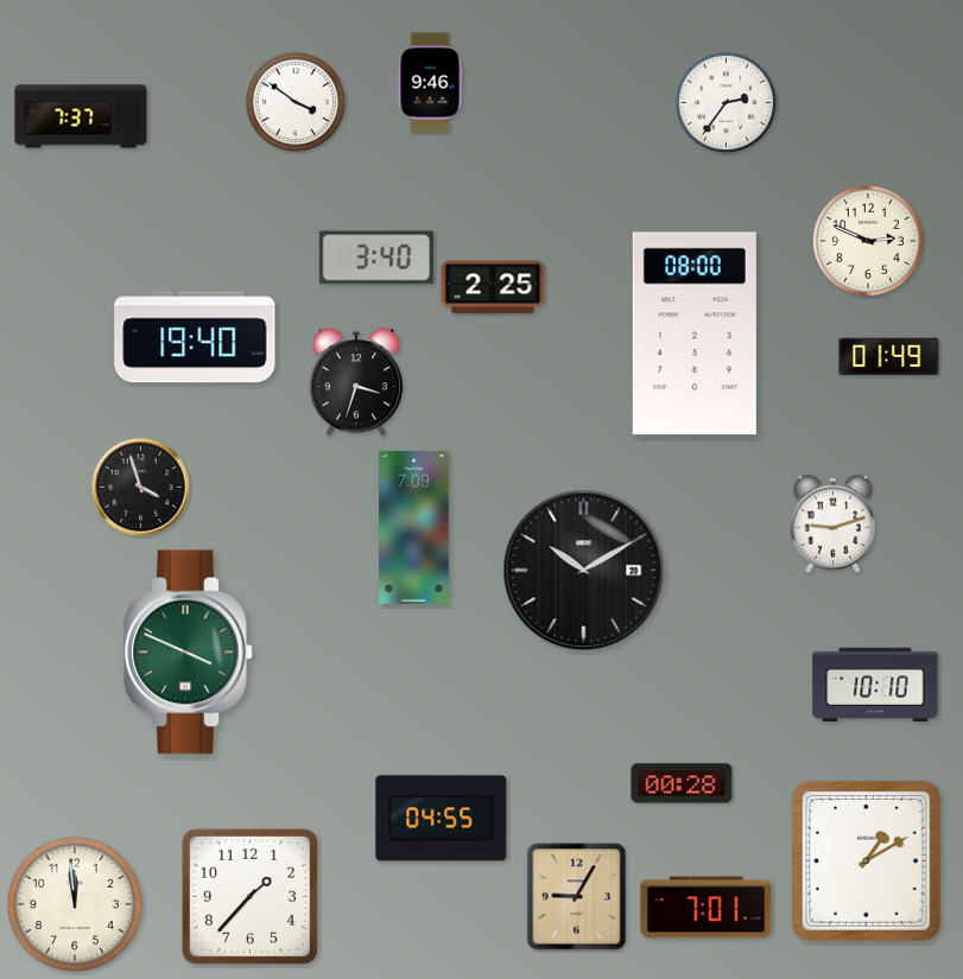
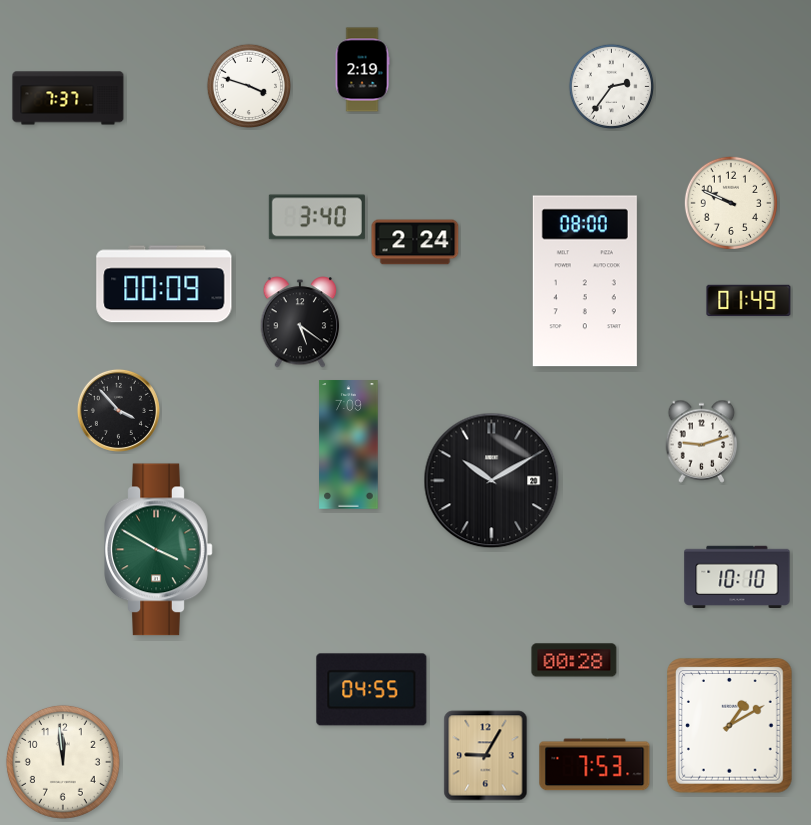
clock at (430, 83): 9:46 -> 2:19
clock at (294, 101): 3:51 -> 3:48
clock at (868, 241): 2:49 -> 9:49
clock at (493, 287): 2:25 -> 2:24
clock at (195, 337): 19:40 -> 00:09
clock at (356, 382): 3:33 -> 5:21
clock at (140, 487): 3:57 -> 3:53
clock at (189, 653): 3:49 -> 3:50
clock at (249, 896): 1:37 -> none
clock at (707, 908): 7:01 -> 7:53
